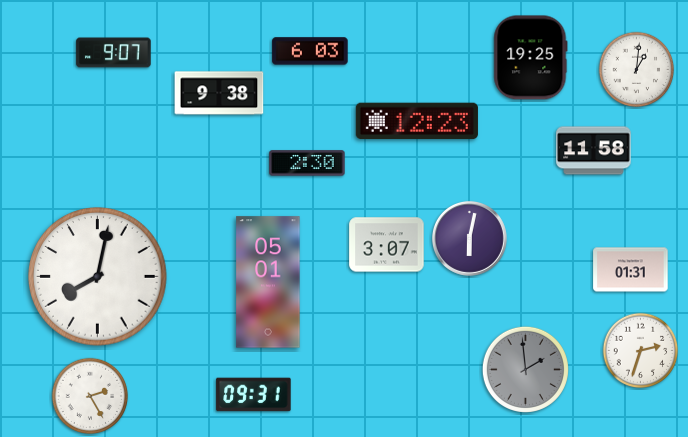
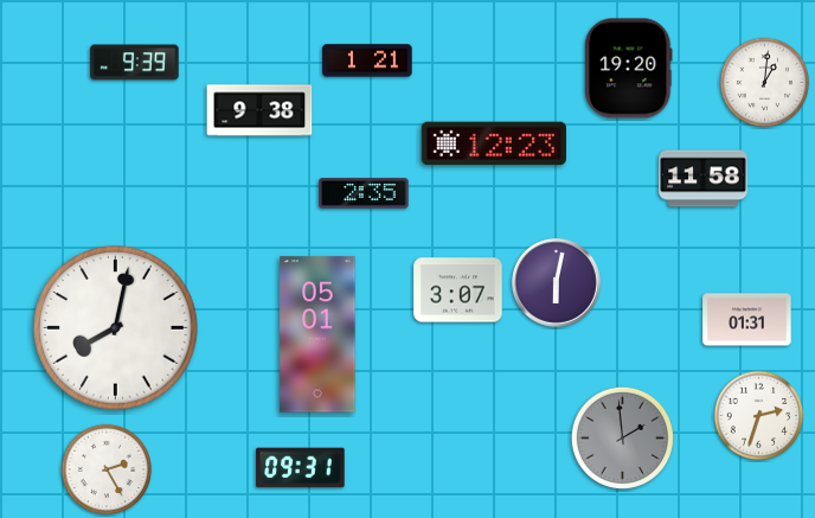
clock at (310, 51): 6:03 -> 1:21
clock at (114, 53): 9:07 -> 9:39
clock at (531, 58): 19:25 -> 19:20
clock at (637, 70) position: (637, 70) -> (765, 83)
clock at (307, 163): 2:30 -> 2:35
